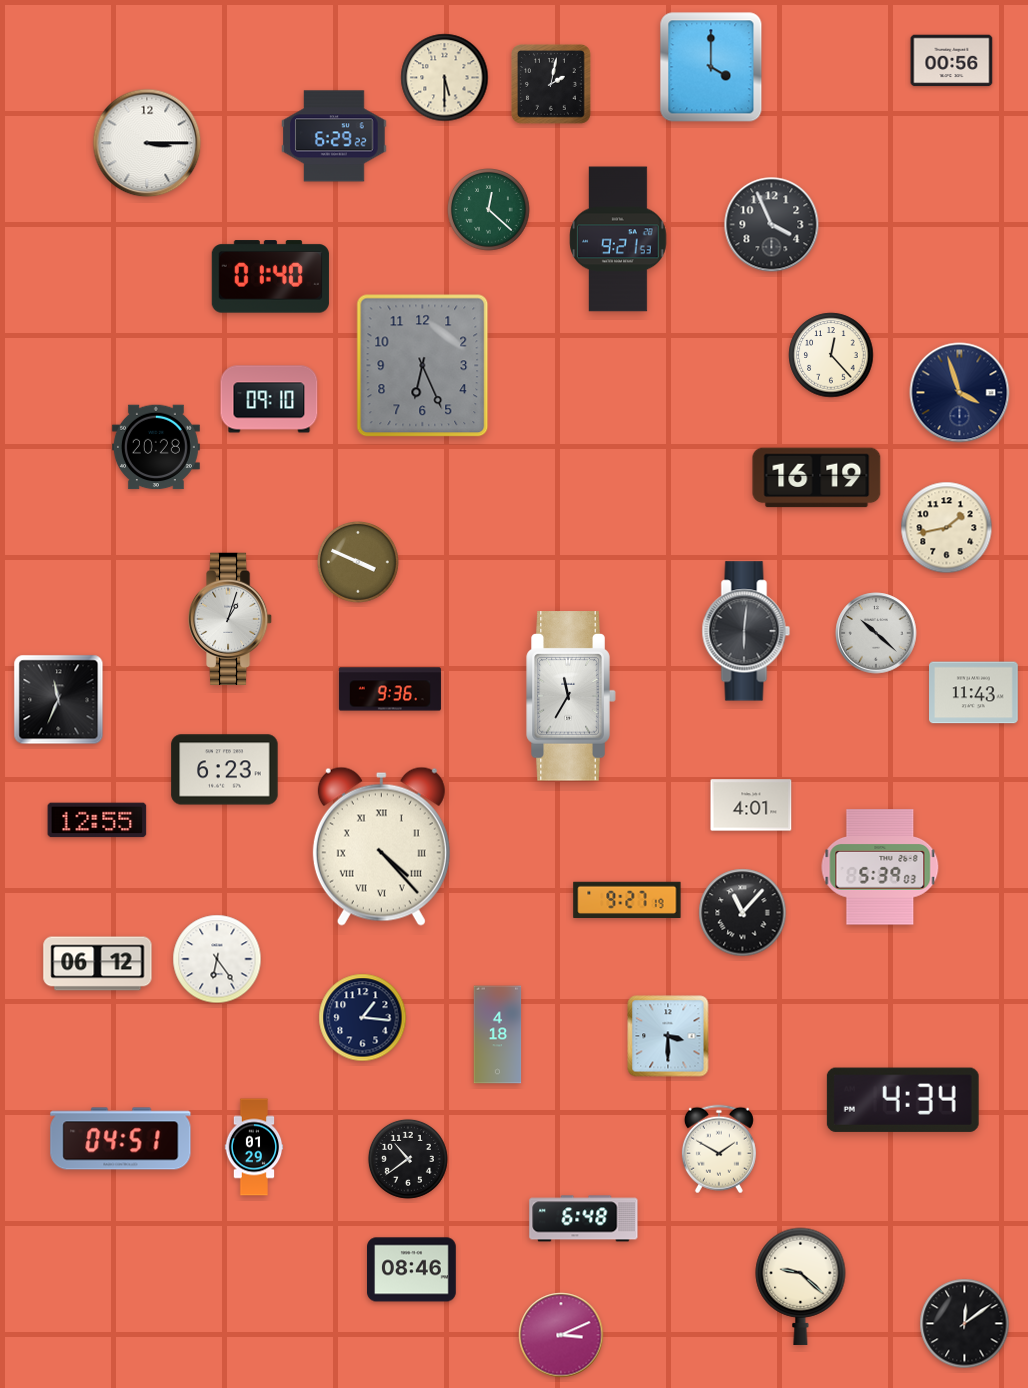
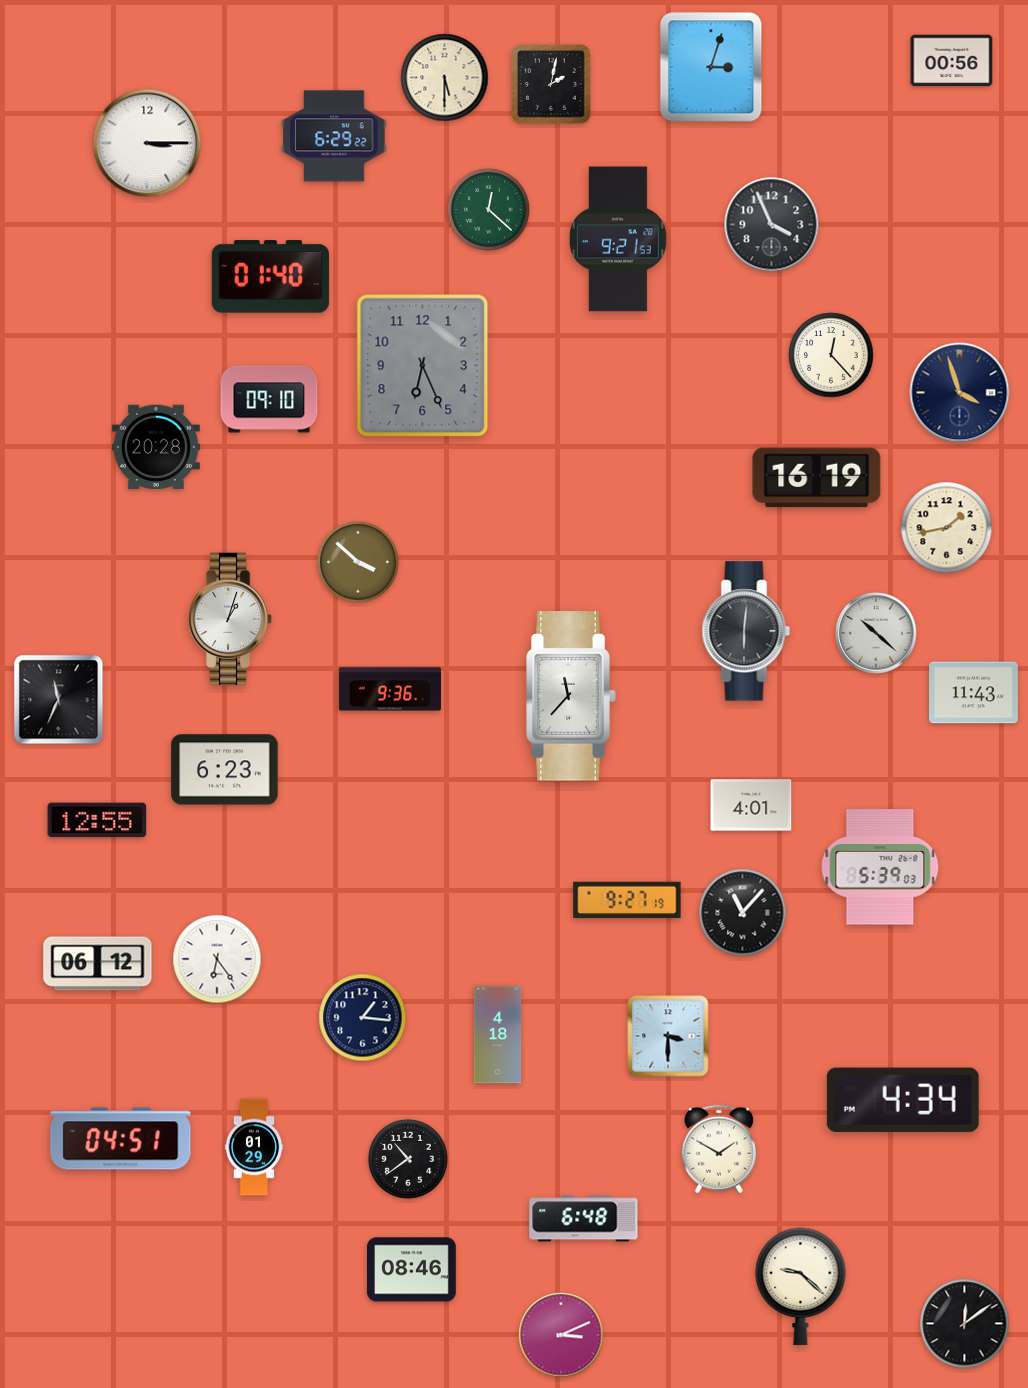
clock at (711, 67): 4:00 -> 3:03
clock at (359, 563): 3:49 -> 3:52
clock at (571, 696): 11:35 -> 11:37
clock at (381, 846): 4:23 -> none
